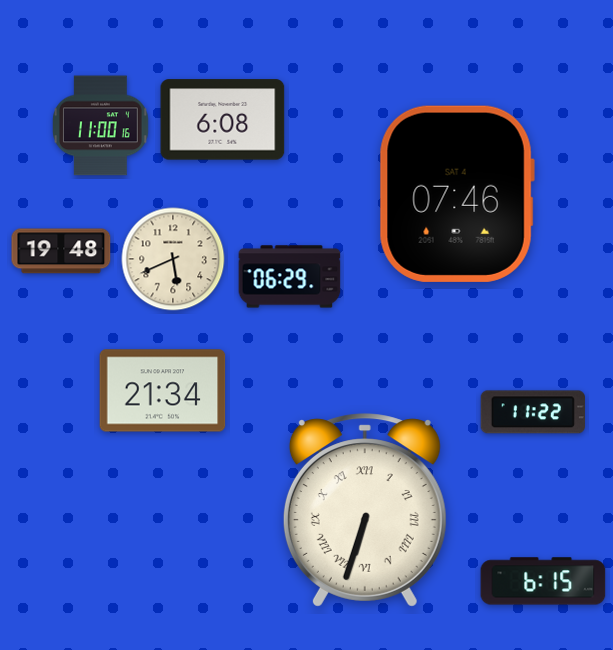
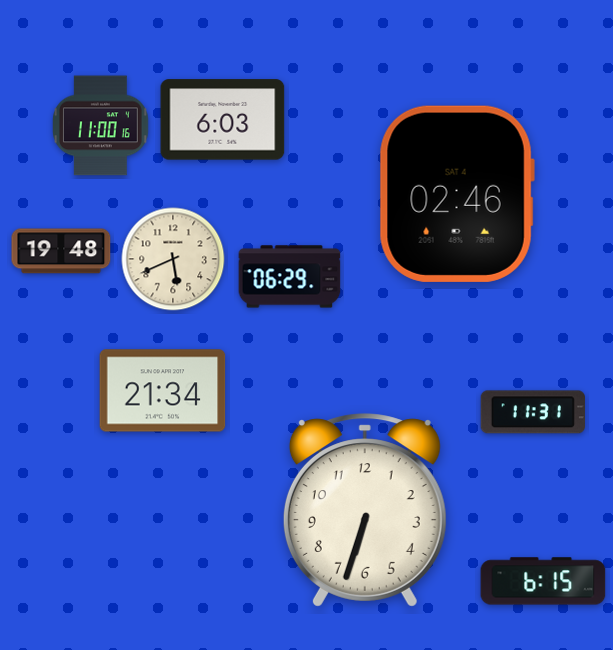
clock at (223, 120): 6:08 -> 6:03
clock at (457, 194): 07:46 -> 02:46
clock at (533, 412): 11:22 -> 11:31
clock at (365, 510) numerals: Roman -> Arabic
